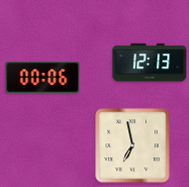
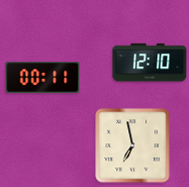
clock at (150, 63): 12:13 -> 12:10
clock at (43, 77): 00:06 -> 00:11
